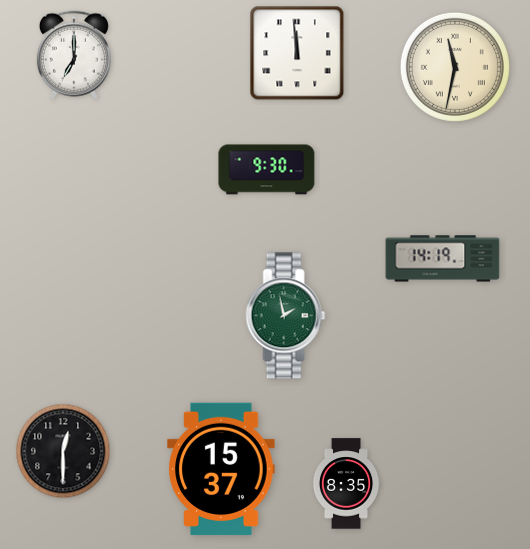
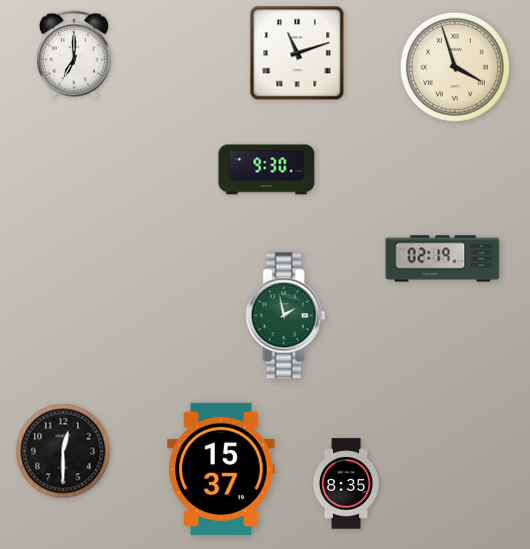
clock at (297, 53): 11:59 -> 11:12
clock at (455, 67): 11:32 -> 3:57
clock at (443, 259): 14:19 -> 02:19
